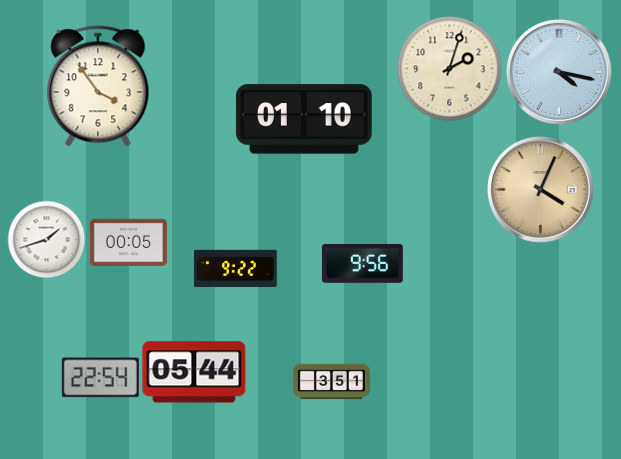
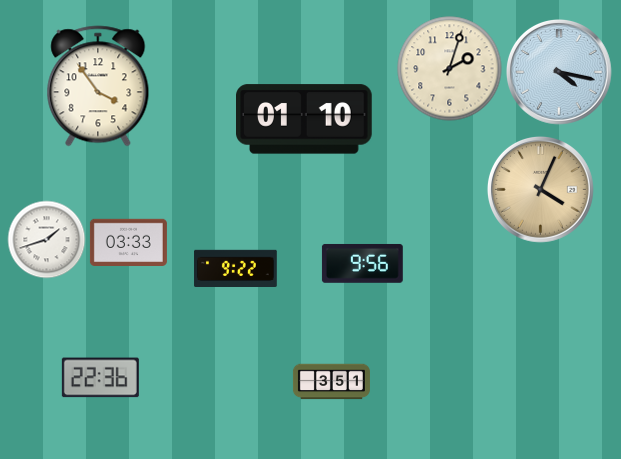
clock at (128, 242): 00:05 -> 03:33
clock at (194, 372): 05:44 -> none
clock at (100, 378): 22:54 -> 22:36
